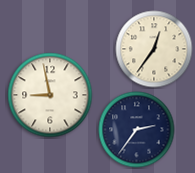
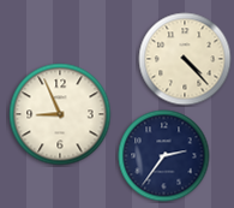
clock at (154, 49): 12:36 -> 4:23
clock at (50, 95): 8:58 -> 8:56
